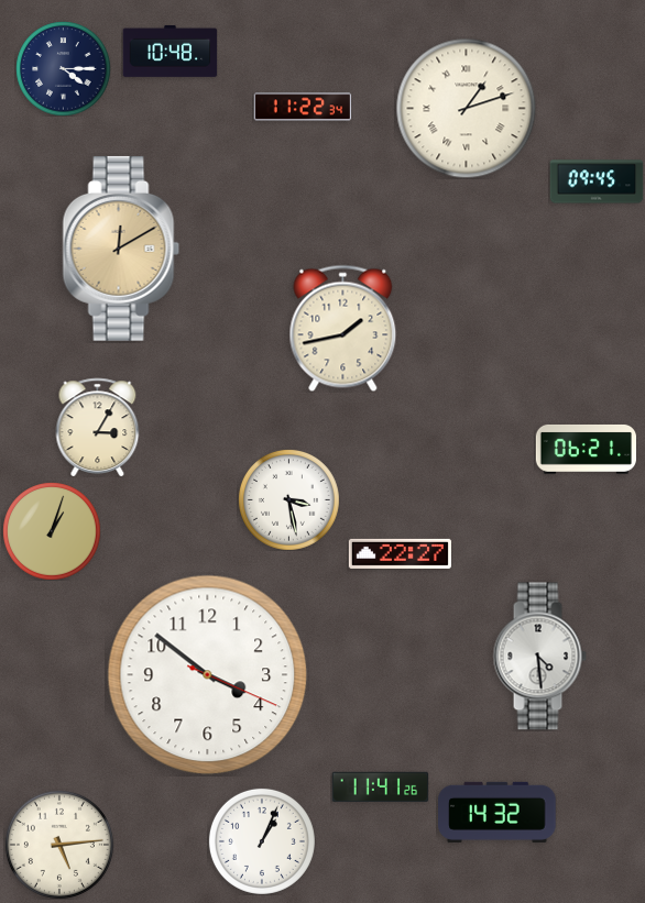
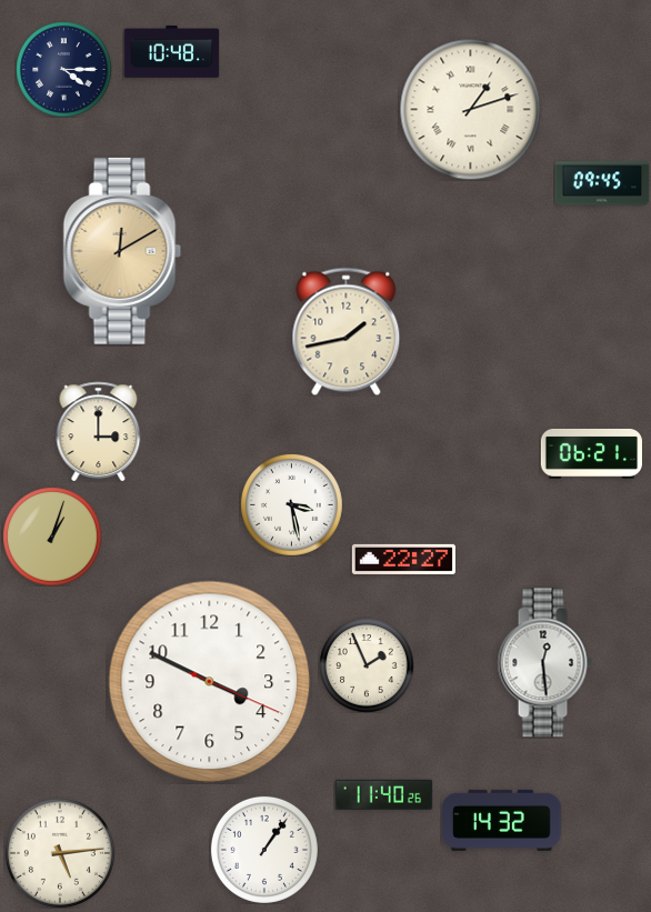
clock at (303, 107): 11:22 -> none
clock at (98, 427): 3:05 -> 3:00
clock at (539, 657): 4:29 -> 12:29
clock at (367, 665): none -> 1:56
clock at (208, 675): 3:51 -> 3:49
clock at (380, 786): 11:41 -> 11:40
clock at (262, 841): 1:04 -> 1:06
